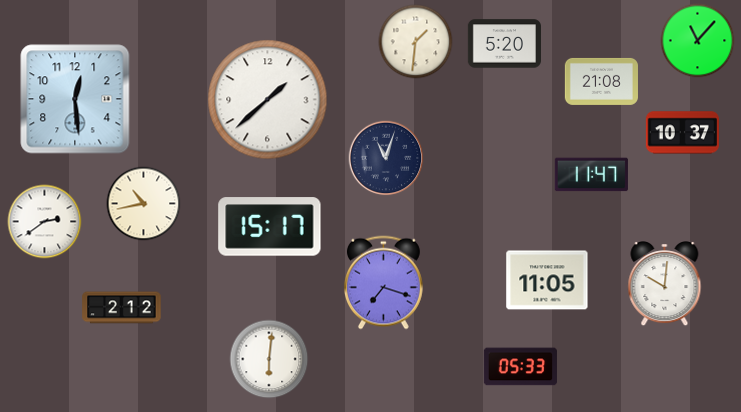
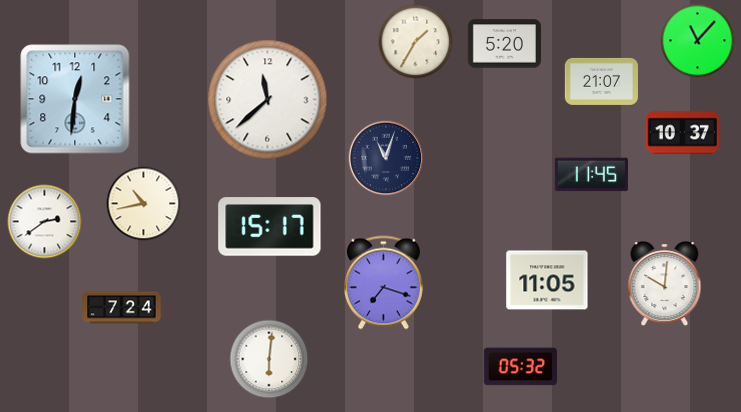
clock at (416, 42): 1:31 -> 1:35
clock at (601, 81): 21:08 -> 21:07
clock at (75, 99): 12:29 -> 12:31
clock at (268, 100): 1:38 -> 11:38
clock at (591, 175): 11:47 -> 11:45
clock at (122, 308): 2:12 -> 7:24
clock at (520, 367): 05:33 -> 05:32
